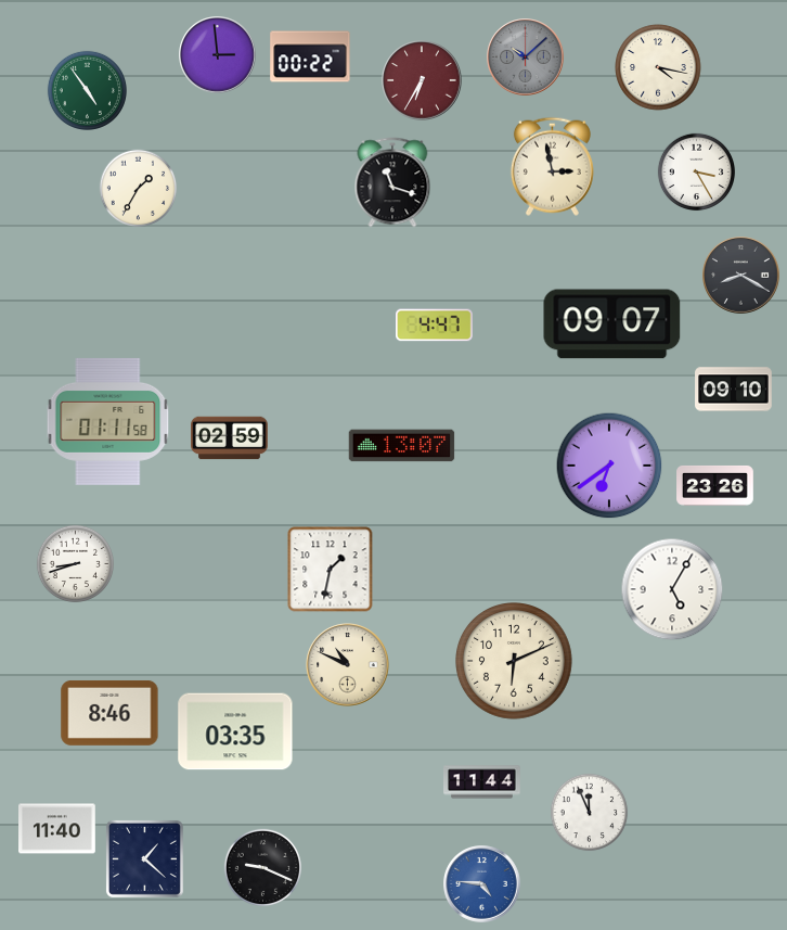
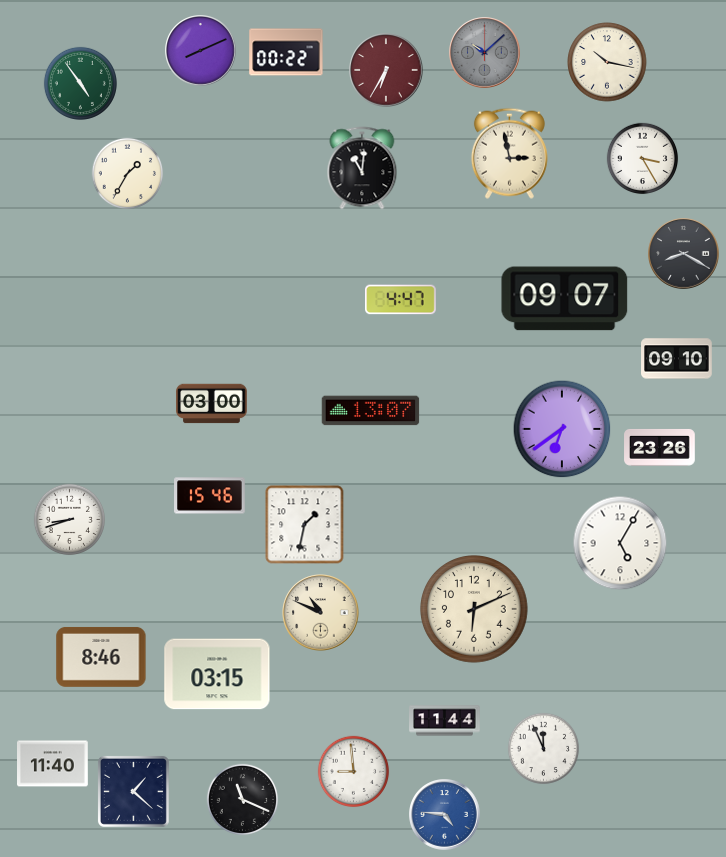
clock at (218, 55): 2:59 -> 8:11
clock at (658, 67): 4:17 -> 10:17
clock at (422, 80) position: (422, 80) -> (386, 70)
clock at (392, 182): 11:18 -> 11:01
clock at (108, 421): 01:11 -> none
clock at (230, 438): 02:59 -> 03:00
clock at (210, 496): none -> 15:46
clock at (235, 731): 03:35 -> 03:15
clock at (354, 772): none -> 8:59
clock at (263, 868): 9:19 -> 11:19
